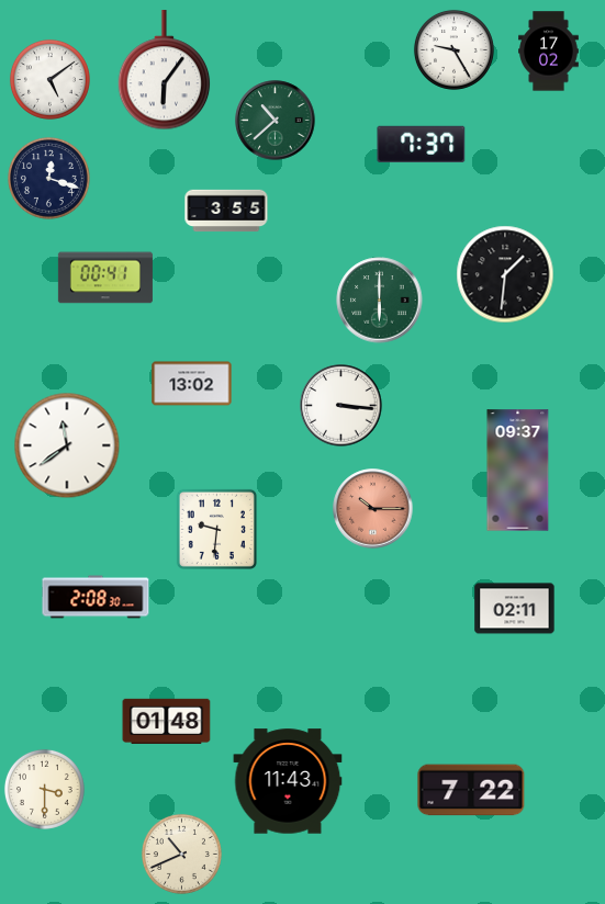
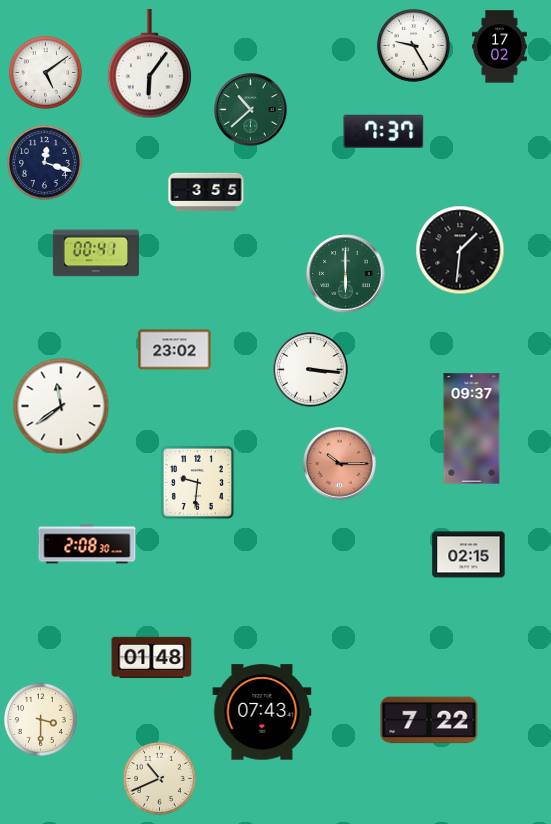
clock at (192, 384): 13:02 -> 23:02
clock at (515, 609): 02:11 -> 02:15
clock at (288, 781): 11:43 -> 07:43
clock at (181, 854) position: (181, 854) -> (159, 778)
